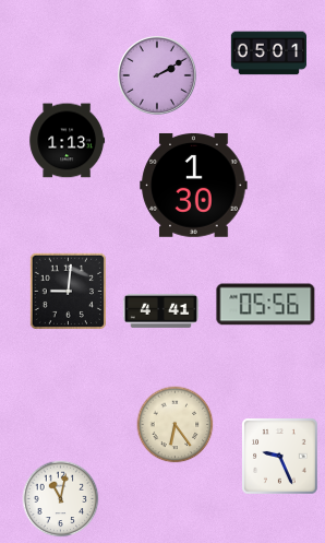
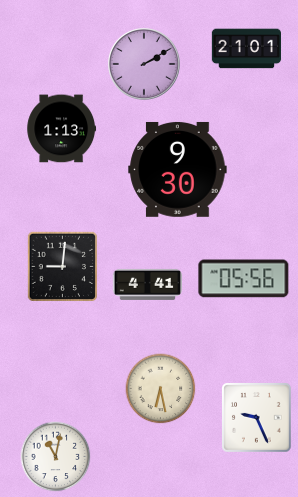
clock at (269, 54): 05:01 -> 21:01
clock at (158, 76) position: (158, 76) -> (145, 65)
clock at (194, 185): 1:30 -> 9:30
clock at (176, 425): 6:24 -> 6:28
